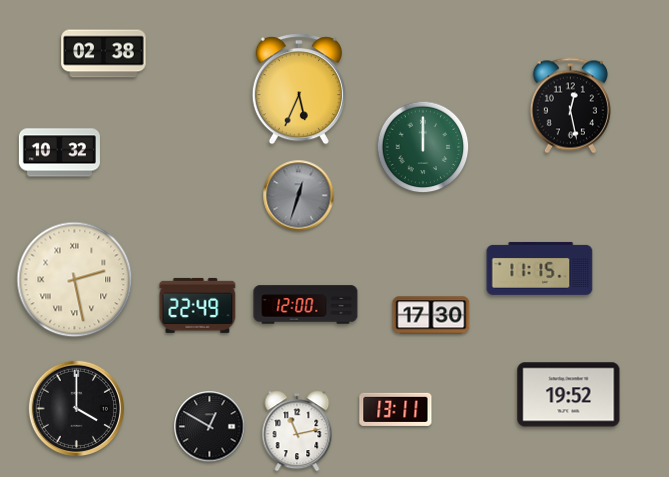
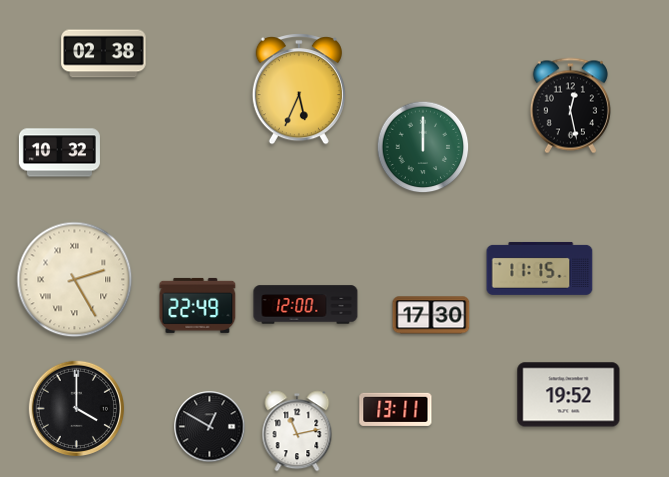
clock at (299, 196): 12:33 -> none
clock at (75, 280): 2:28 -> 2:25
